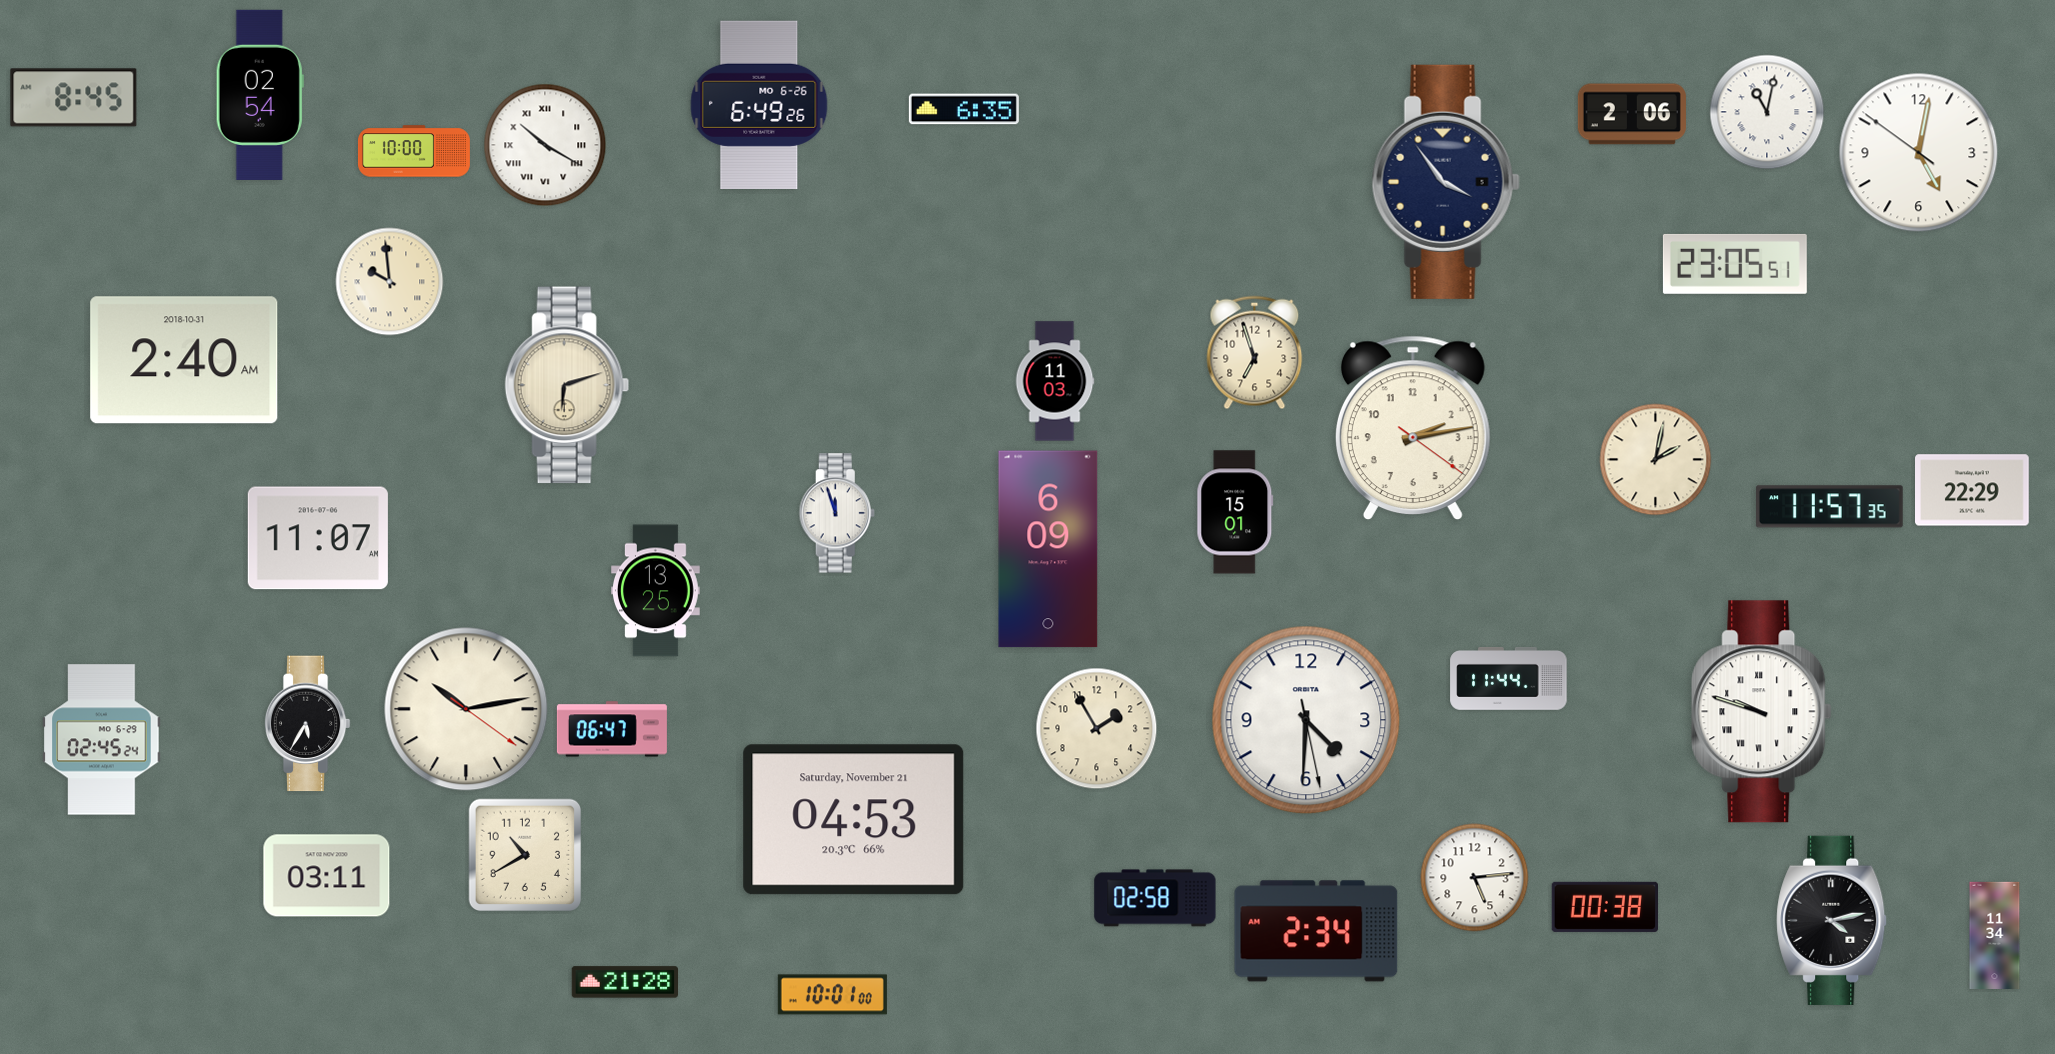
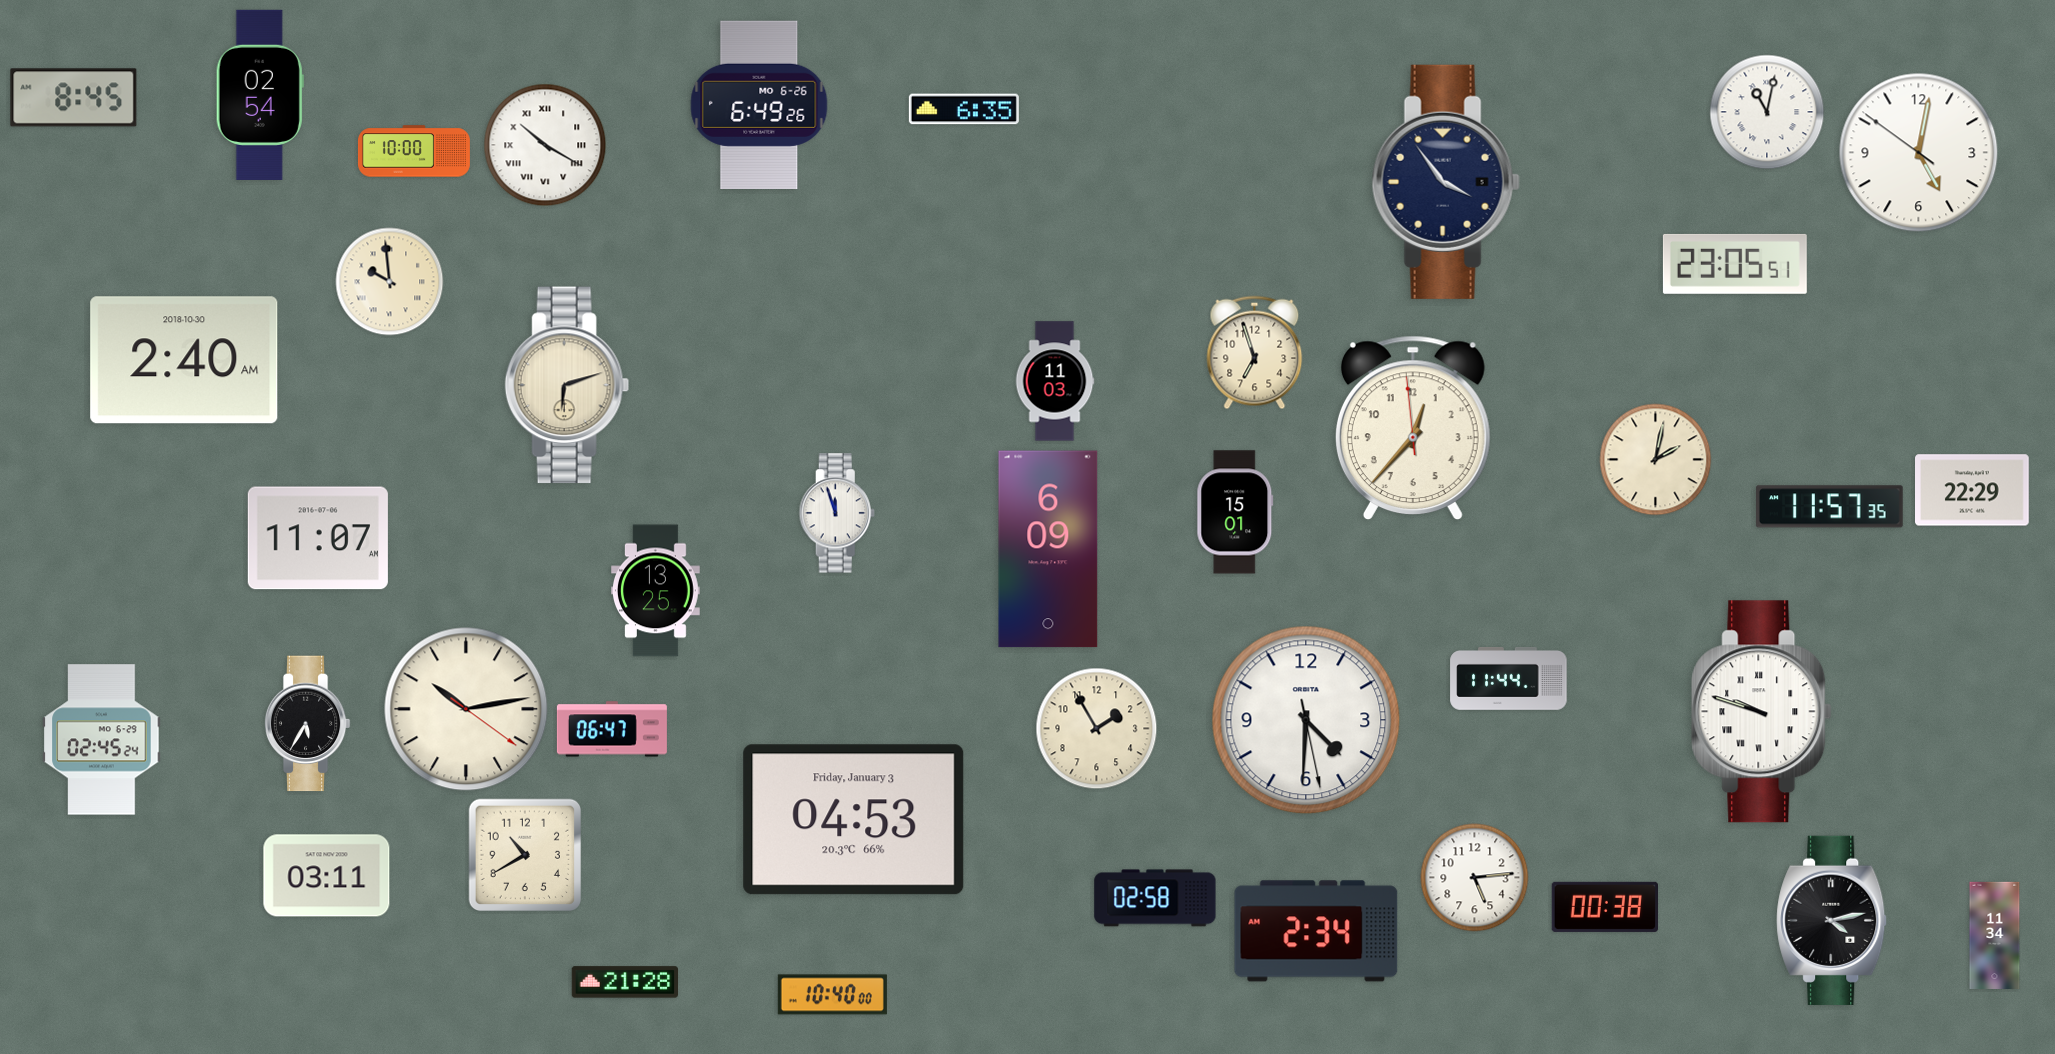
clock at (1632, 114): 2:06 -> none
clock at (184, 360) date: 2018-10-31 -> 2018-10-30
clock at (1413, 427): 2:13 -> 12:36
clock at (854, 820) date: Saturday, November 21 -> Friday, January 3
clock at (832, 995): 10:01 -> 10:40
